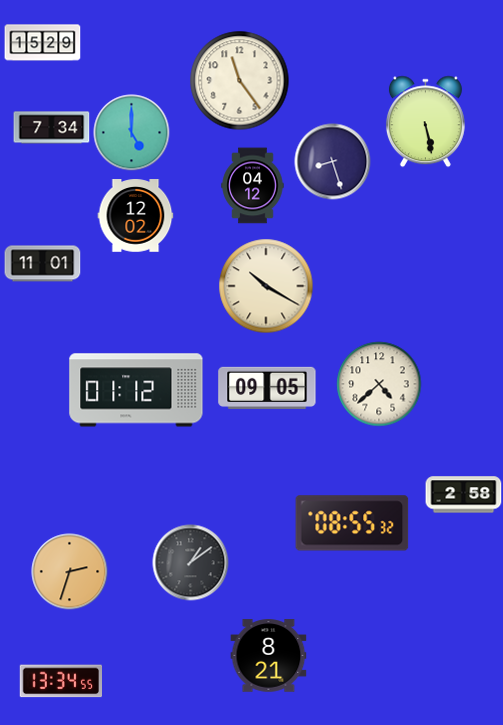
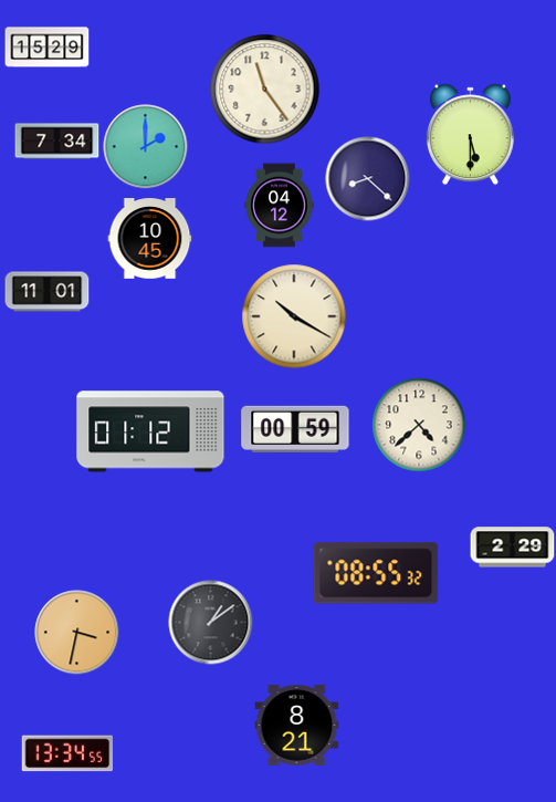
clock at (425, 122): 5:28 -> 5:30
clock at (132, 133): 5:00 -> 2:00
clock at (333, 162): 8:27 -> 8:22
clock at (136, 216): 12:02 -> 10:45
clock at (267, 388): 09:05 -> 00:59
clock at (464, 495): 2:58 -> 2:29
clock at (352, 523) position: (352, 523) -> (376, 573)
clock at (70, 572): 2:33 -> 3:32
